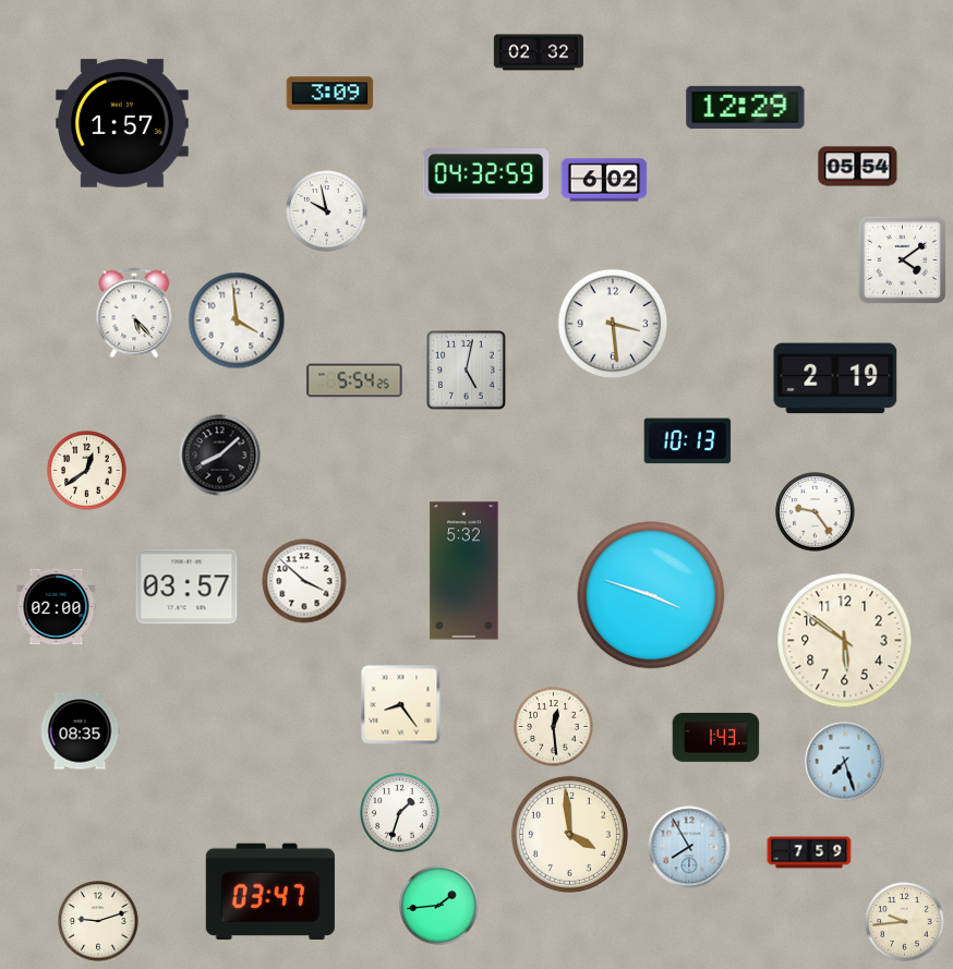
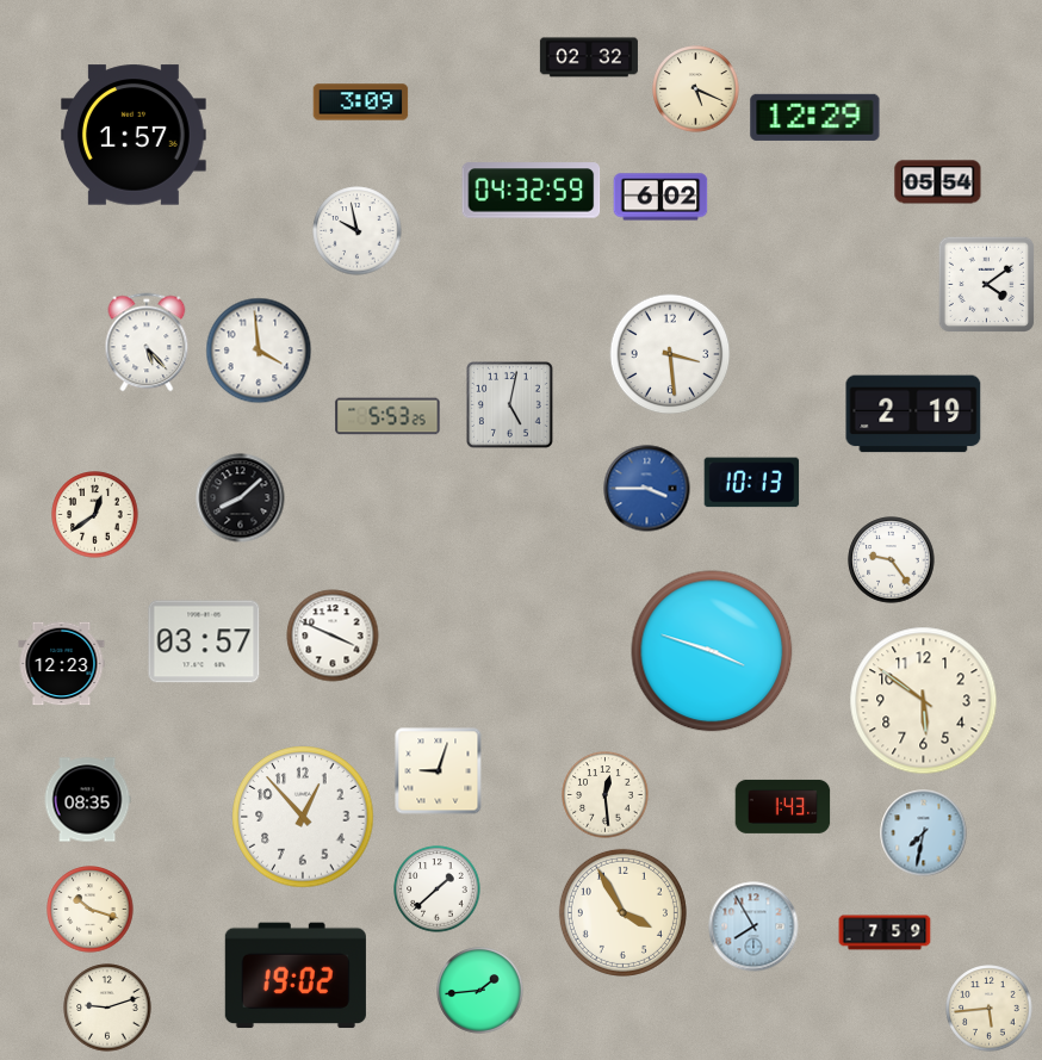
clock at (696, 89): none -> 5:19
clock at (354, 380): 5:54 -> 5:53
clock at (647, 489): none -> 3:45
clock at (465, 571): 5:32 -> none
clock at (304, 581): 3:52 -> 3:49
clock at (57, 607): 02:00 -> 12:23
clock at (401, 705): 8:24 -> 9:03
clock at (303, 817): none -> 12:53
clock at (845, 762): 7:27 -> 7:32
clock at (400, 813): 1:33 -> 1:38
clock at (91, 910): none -> 10:18
clock at (569, 834): 3:59 -> 3:55
clock at (270, 892): 03:47 -> 19:02
clock at (905, 922): 9:44 -> 5:44
